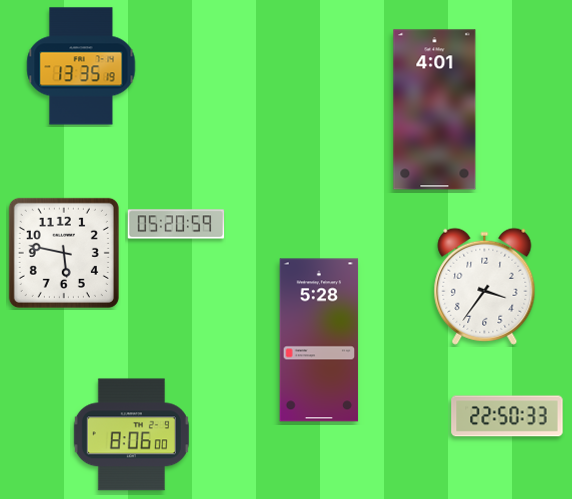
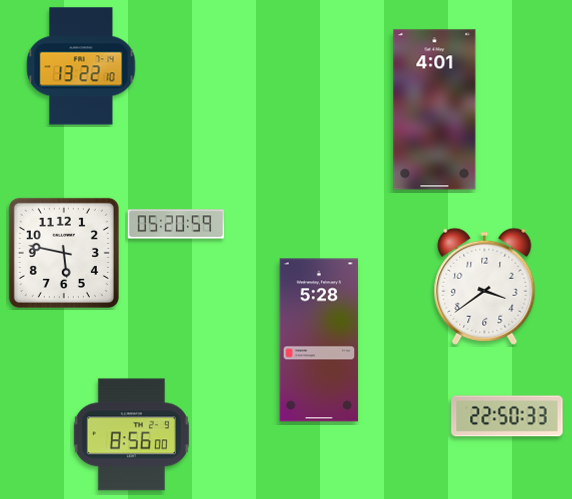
clock at (81, 66): 13:35 -> 13:22
clock at (485, 286): 3:36 -> 3:39
clock at (131, 435): 8:06 -> 8:56
